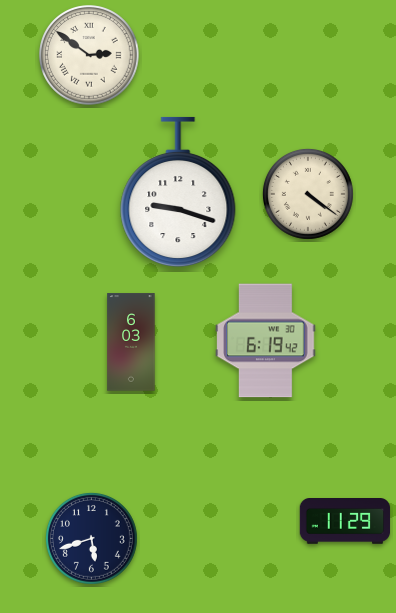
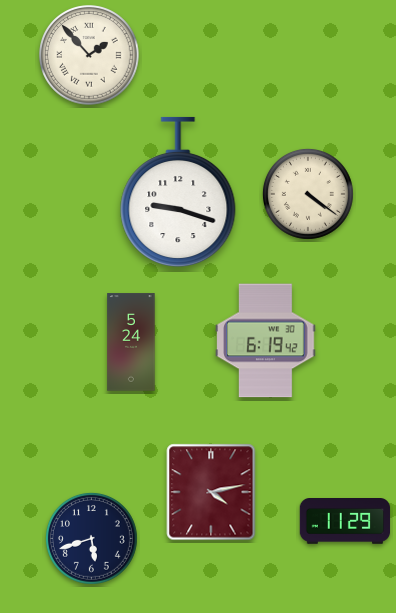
clock at (89, 55): 2:51 -> 1:53
clock at (131, 342): 6:03 -> 5:24
clock at (211, 492): none -> 4:13
